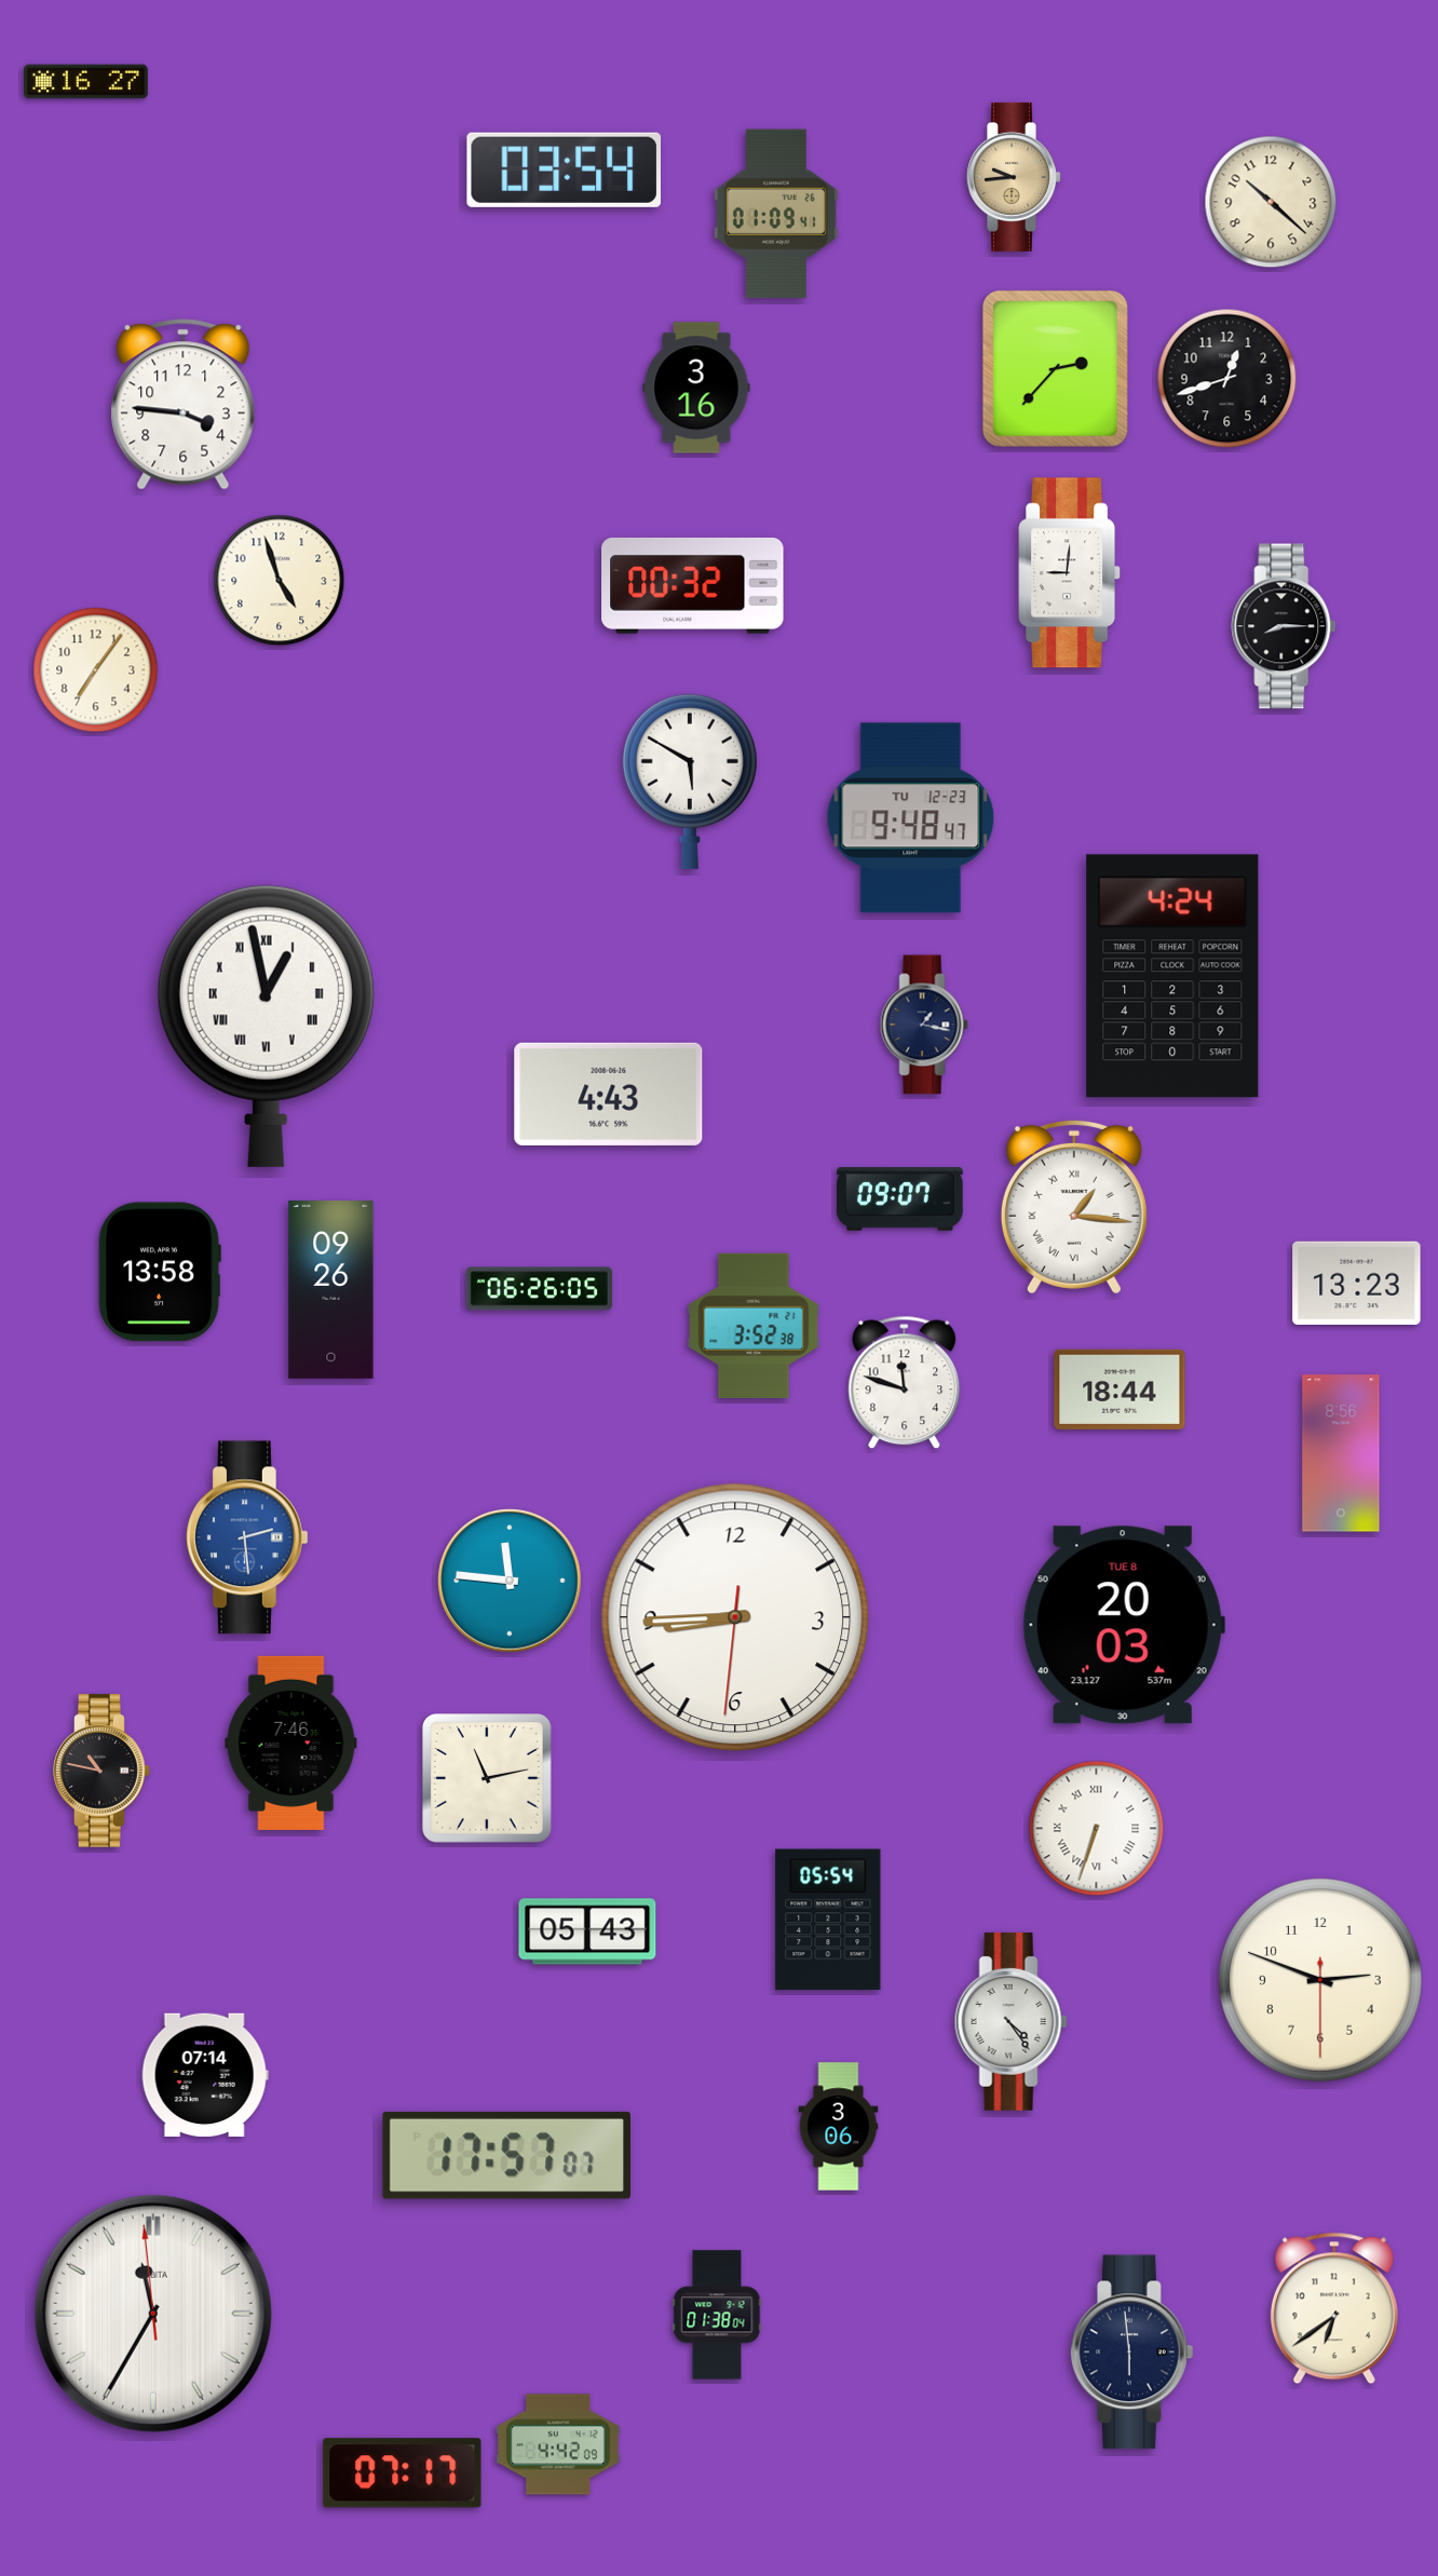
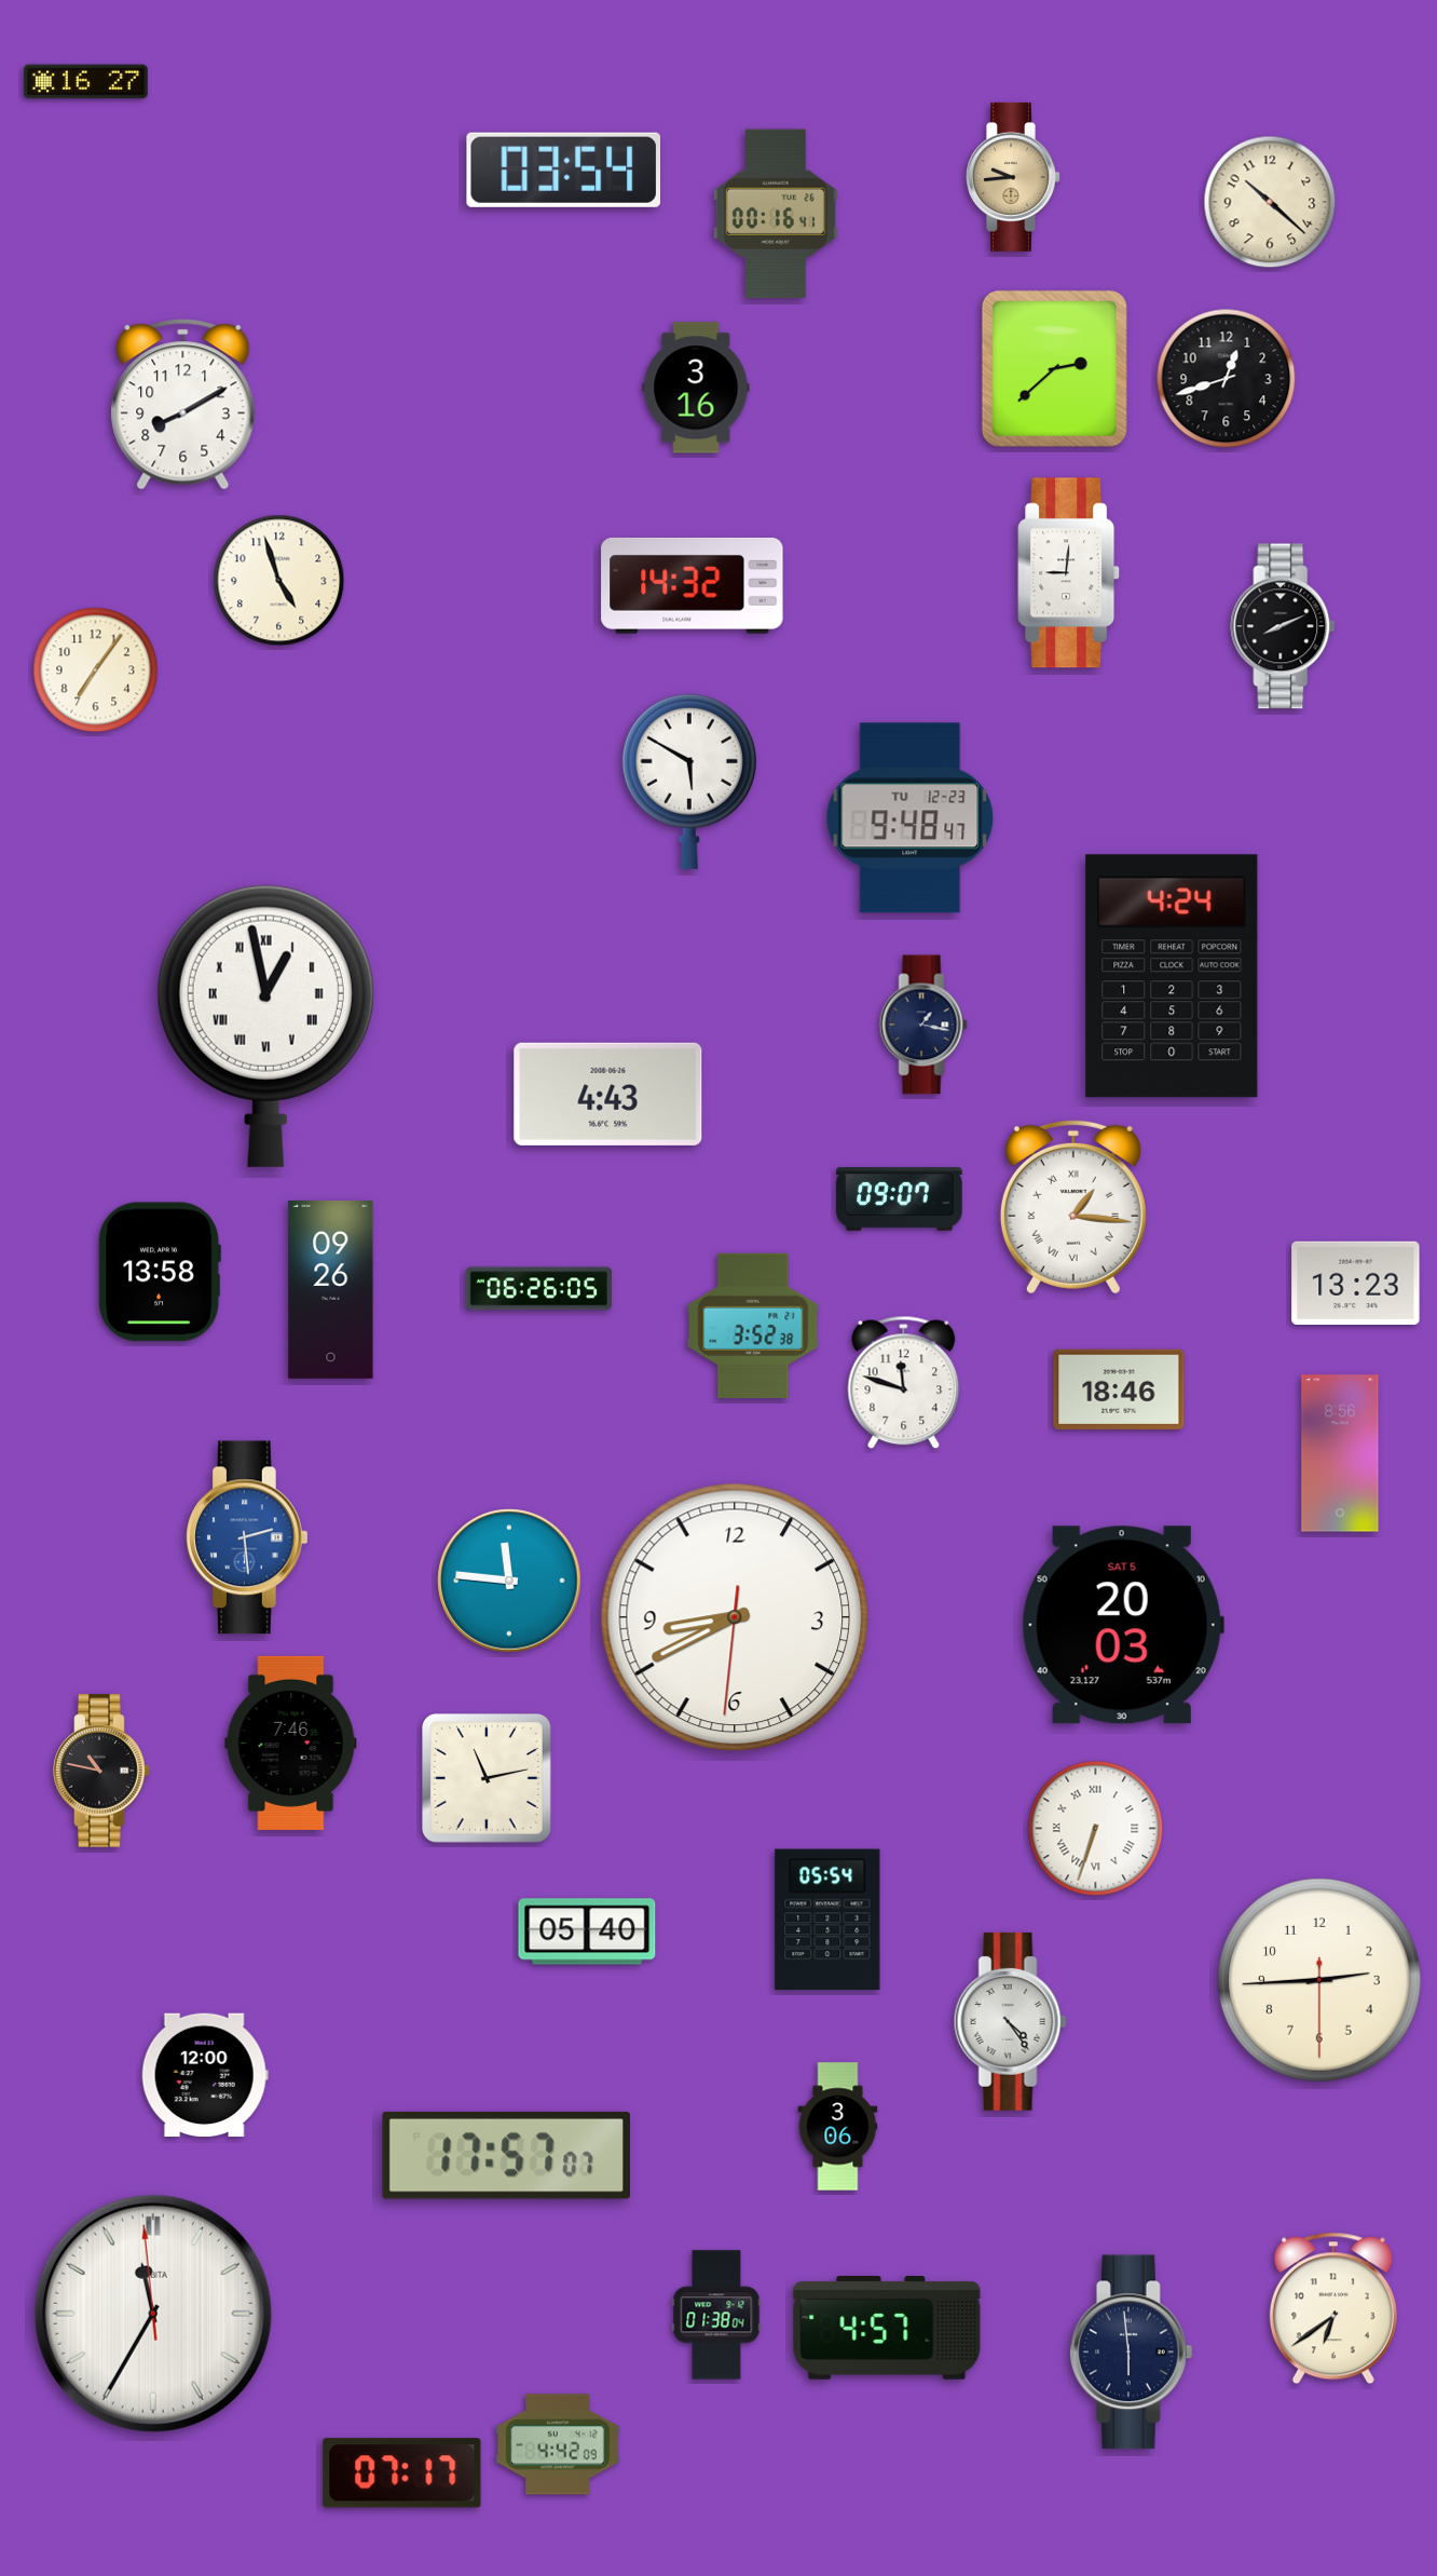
clock at (776, 214): 01:09 -> 00:16
clock at (1055, 368): 2:37 -> 2:38
clock at (184, 405): 3:46 -> 8:10
clock at (693, 585): 00:32 -> 14:32
clock at (1284, 626): 8:15 -> 8:11
clock at (1120, 1389): 18:44 -> 18:46
clock at (735, 1617): 8:44 -> 8:40
clock at (1124, 1625) date: TUE 8 -> SAT 5
clock at (587, 1931): 05:43 -> 05:40
clock at (1321, 1981): 2:48 -> 2:44
clock at (205, 2075): 07:14 -> 12:00
clock at (887, 2329): none -> 4:57
